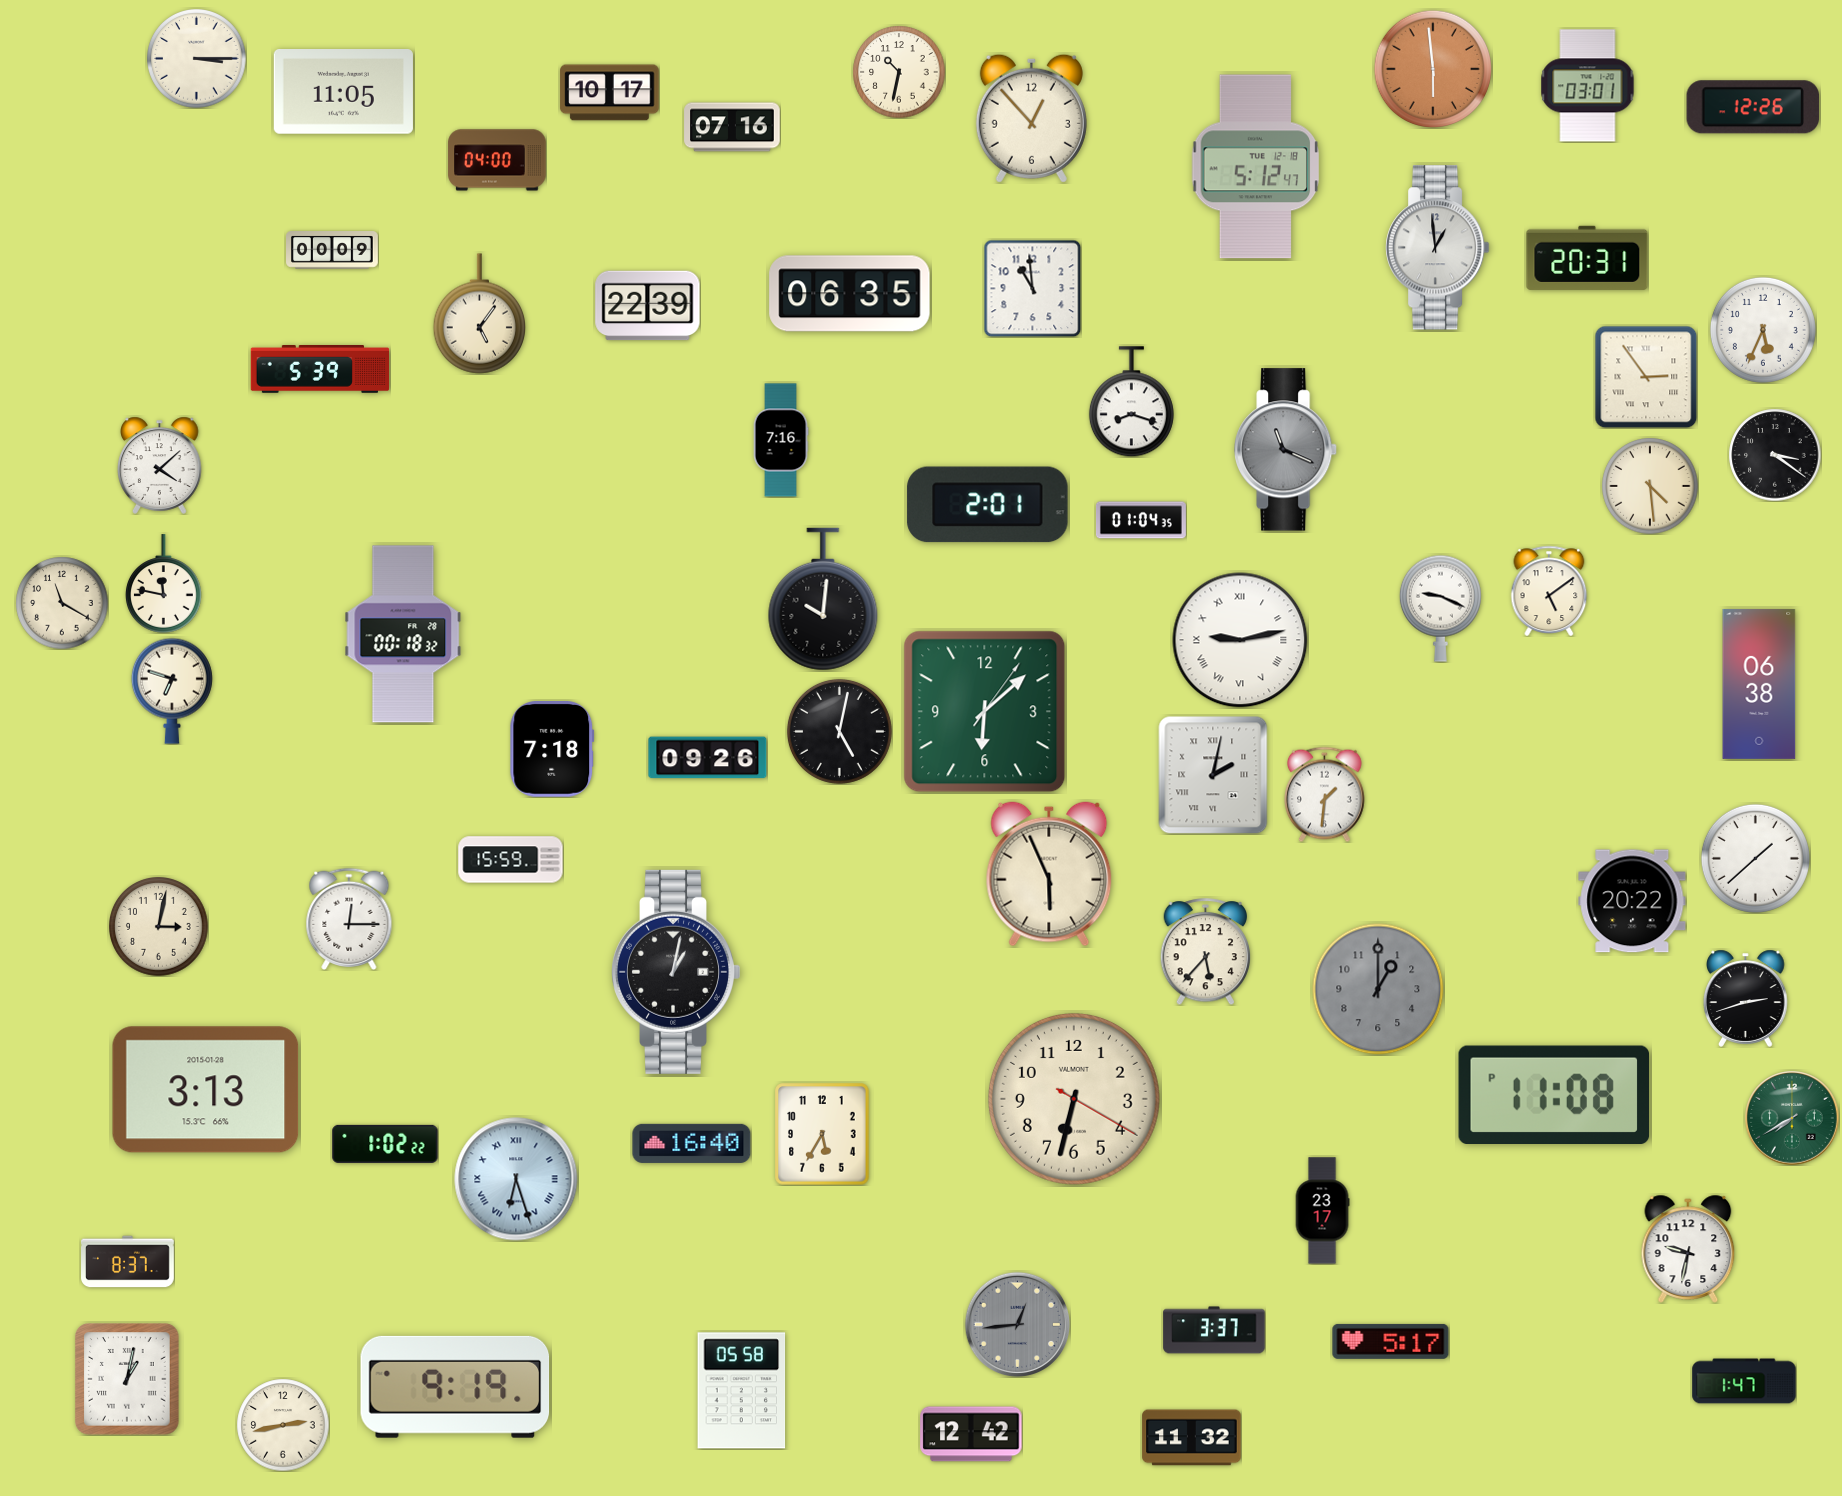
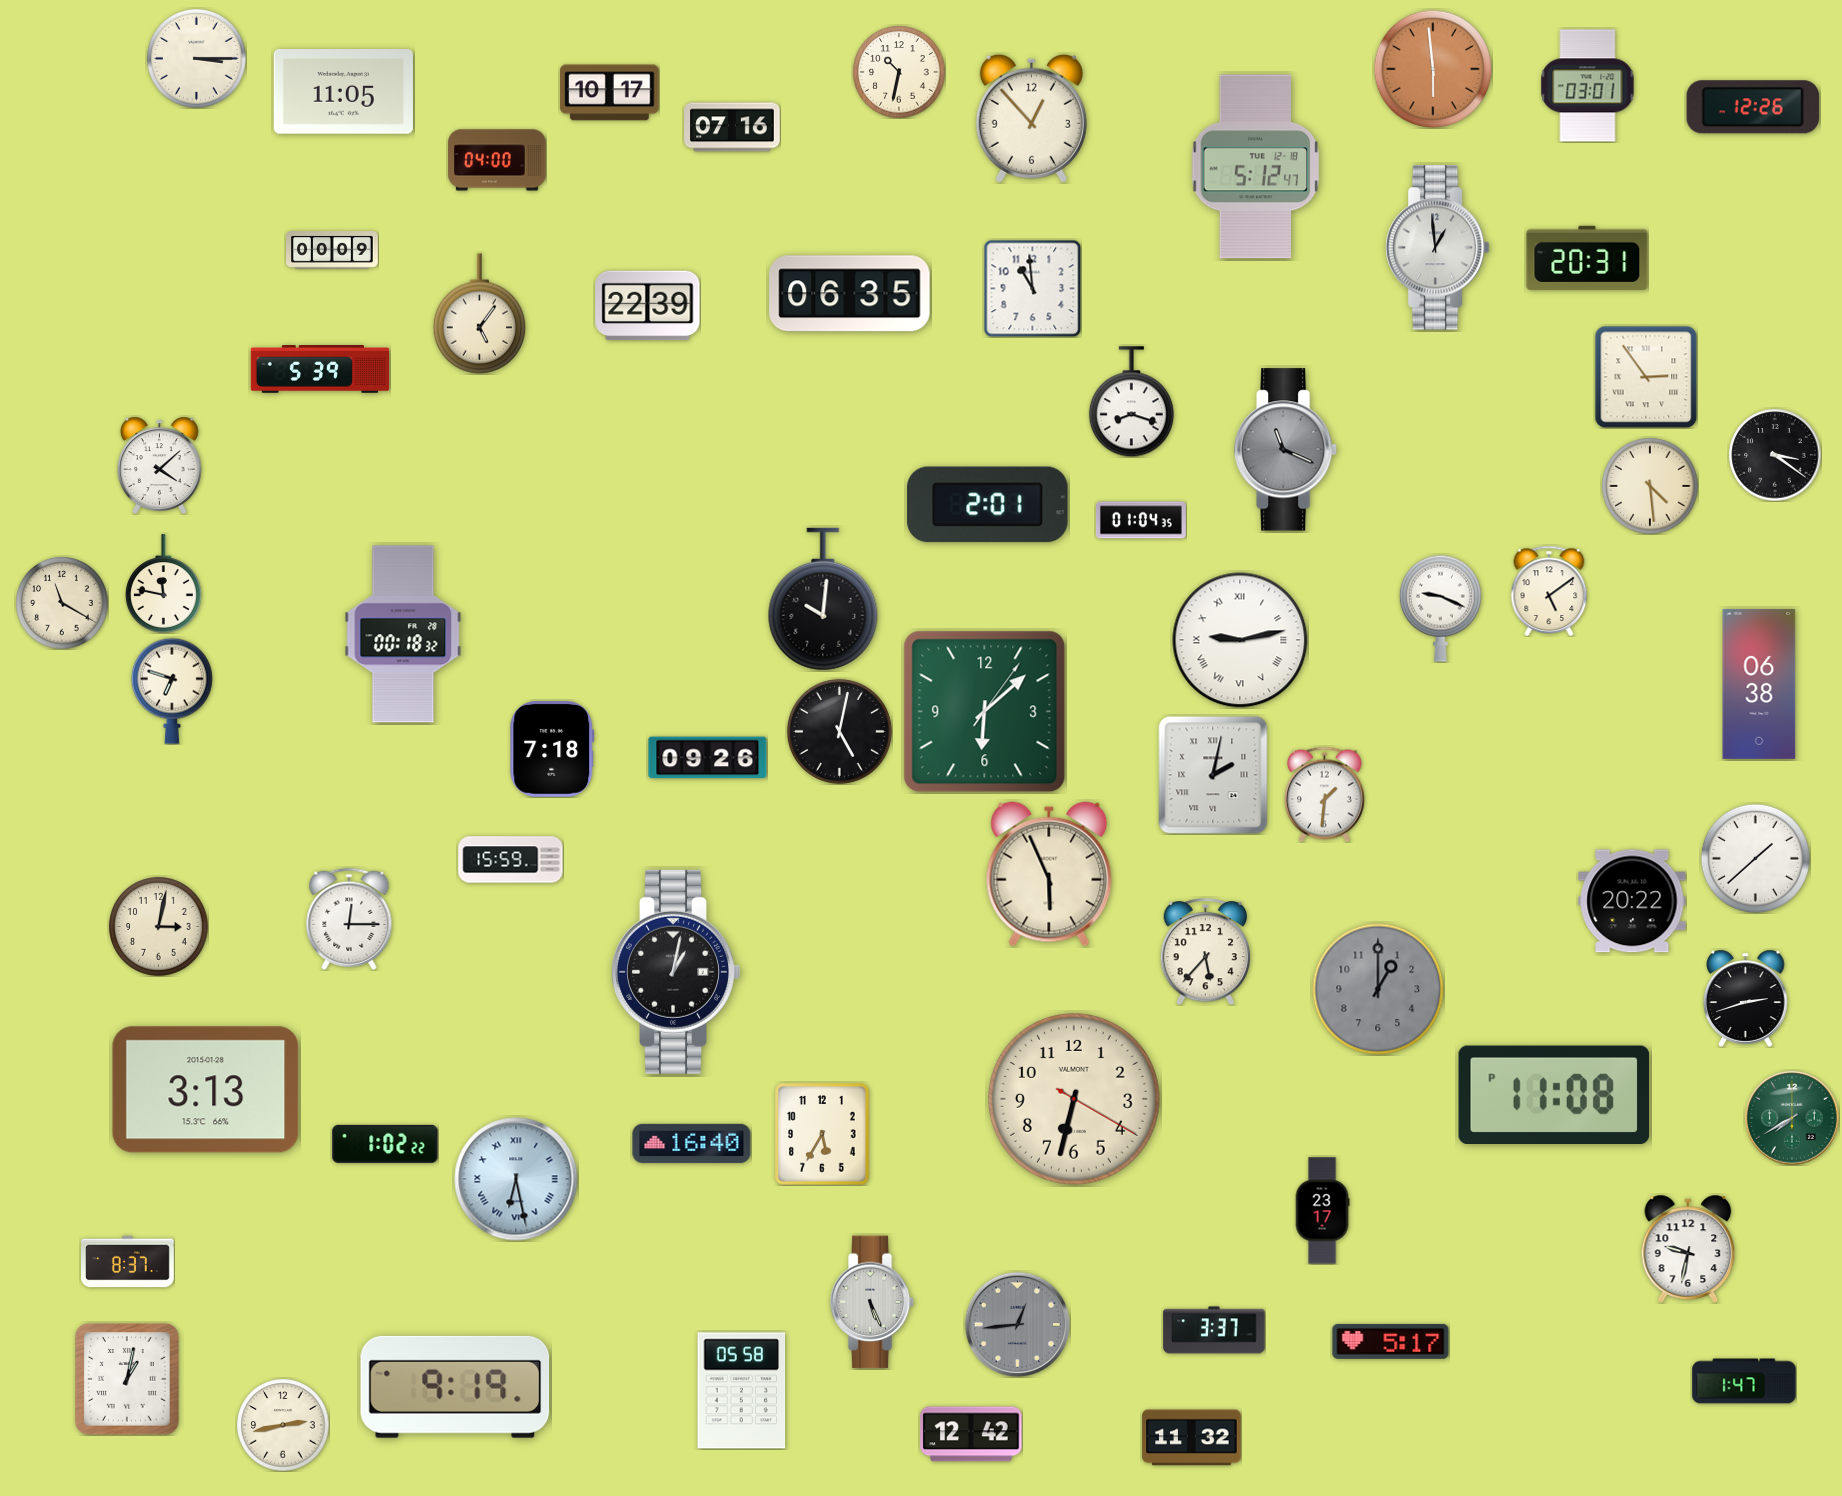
clock at (1763, 330): 5:34 -> none
clock at (781, 440): 7:16 -> none
clock at (516, 1179): 6:27 -> 6:28
clock at (872, 1302): none -> 5:26
